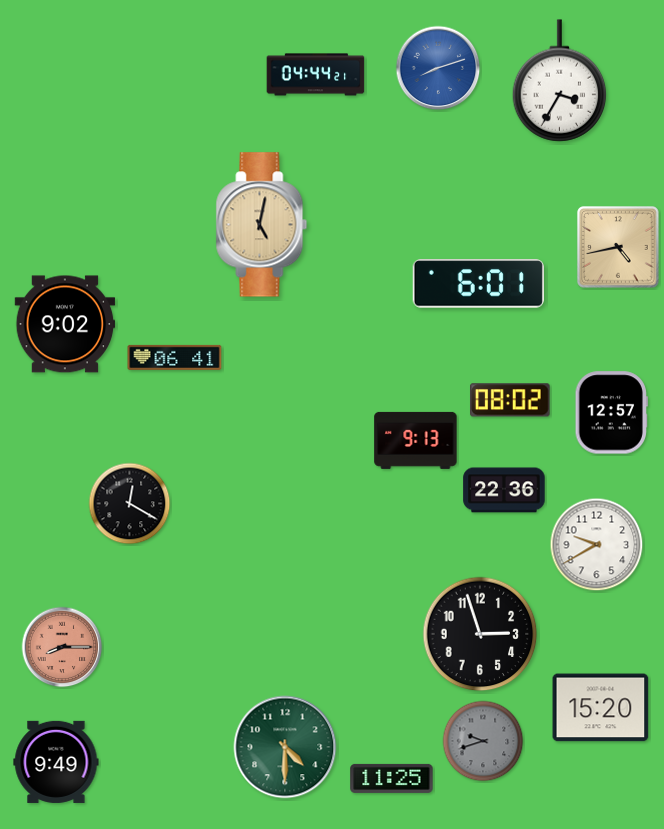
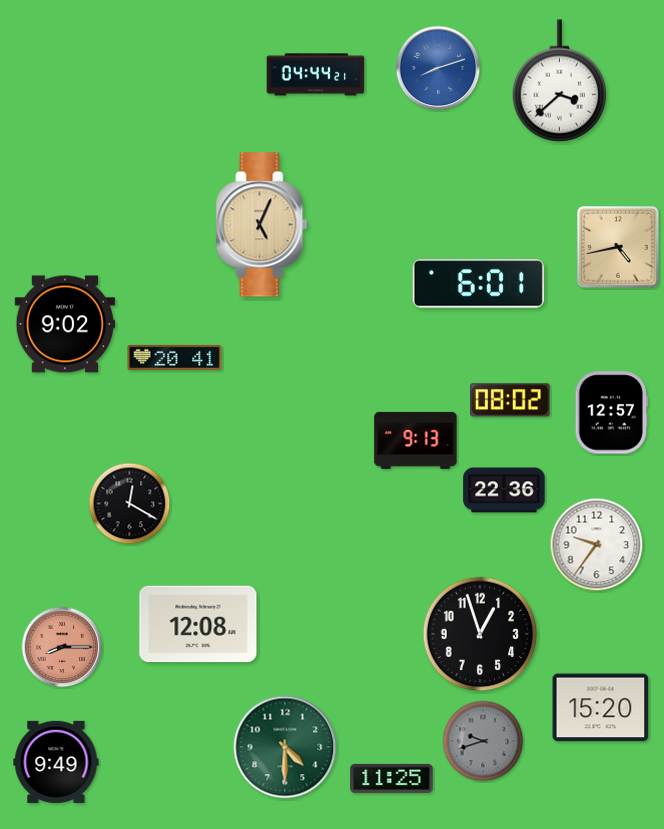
clock at (560, 81): 3:35 -> 3:38
clock at (262, 225): 5:02 -> 5:04
clock at (175, 357): 06:41 -> 20:41
clock at (597, 545): 9:40 -> 9:36
clock at (198, 624): none -> 12:08
clock at (480, 634): 2:57 -> 12:57
